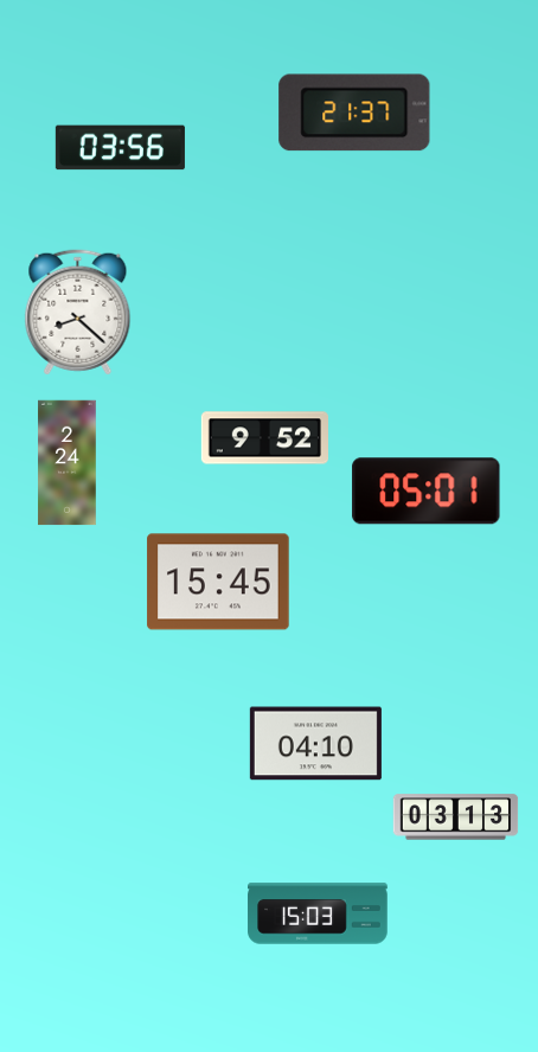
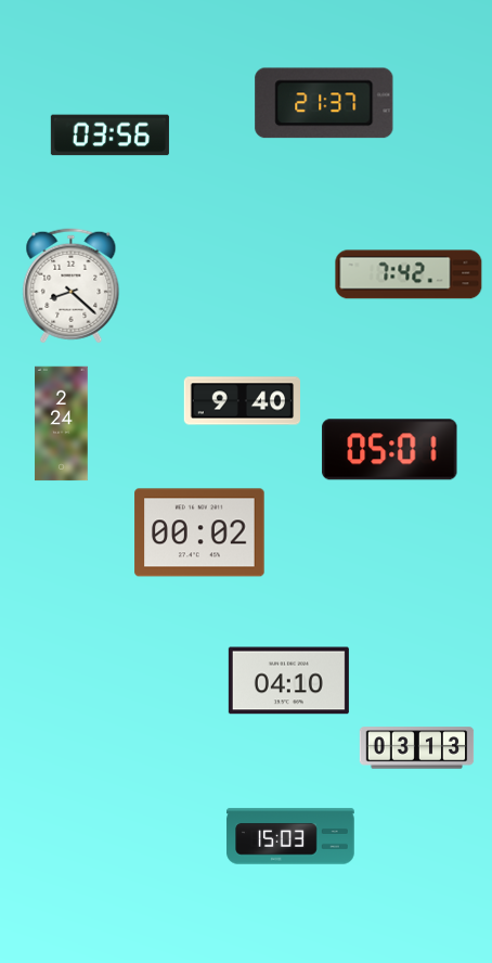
clock at (409, 274): none -> 7:42
clock at (264, 438): 9:52 -> 9:40
clock at (218, 582): 15:45 -> 00:02
